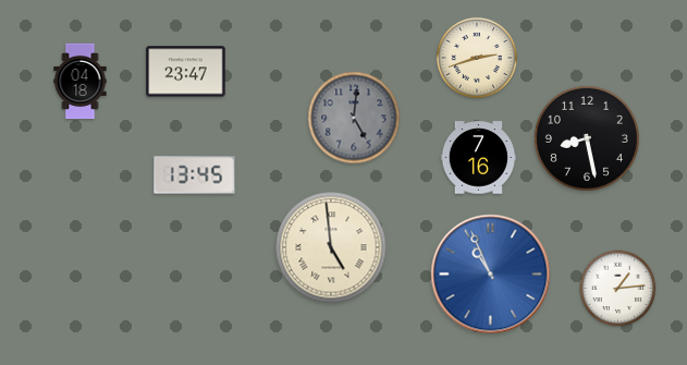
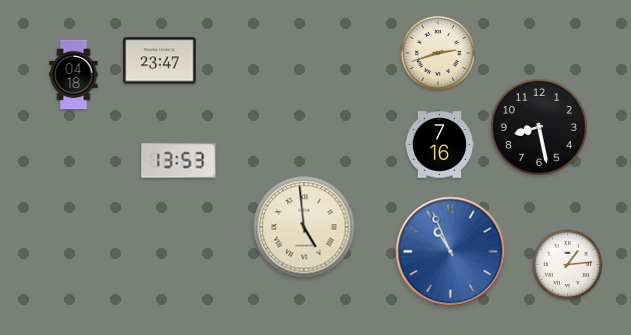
clock at (186, 72) position: (186, 72) -> (160, 61)
clock at (354, 118): 5:01 -> none
clock at (195, 175): 13:45 -> 13:53
